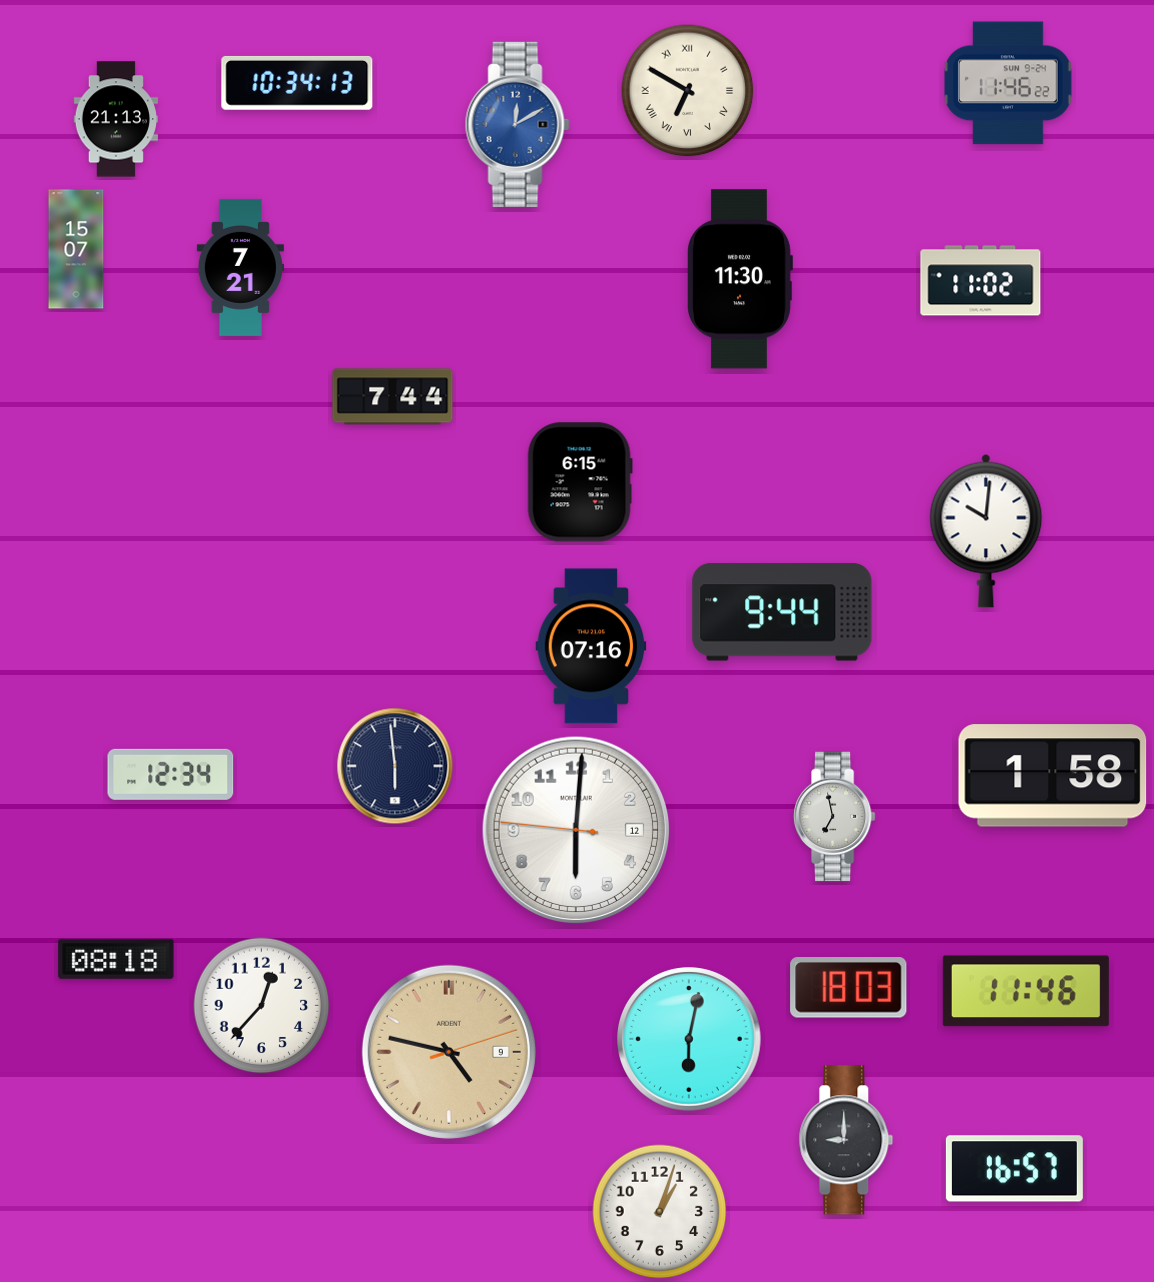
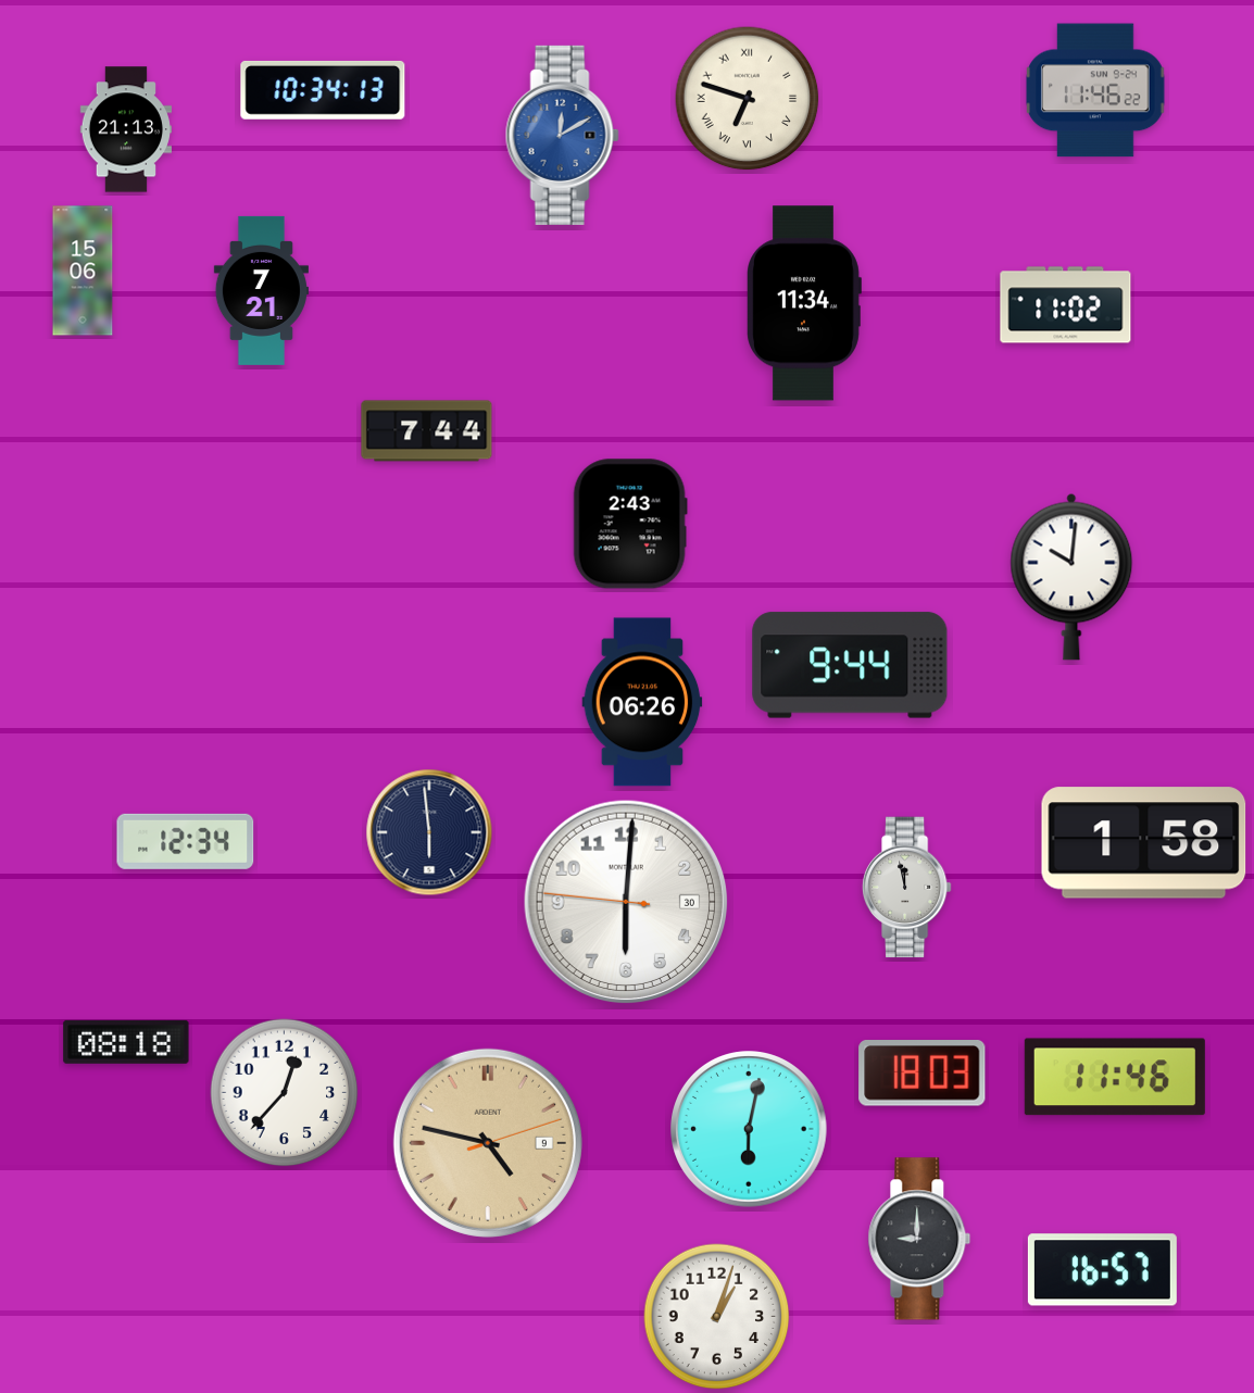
clock at (688, 91): 6:50 -> 6:48
clock at (76, 249): 15:07 -> 15:06
clock at (740, 279): 11:30 -> 11:34
clock at (580, 482): 6:15 -> 2:43
clock at (591, 646): 07:16 -> 06:26
clock at (834, 817): 6:58 -> 11:58
clock at (576, 830) date: 12 -> 30
